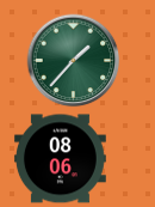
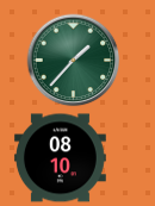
clock at (60, 159): 08:06 -> 08:10
